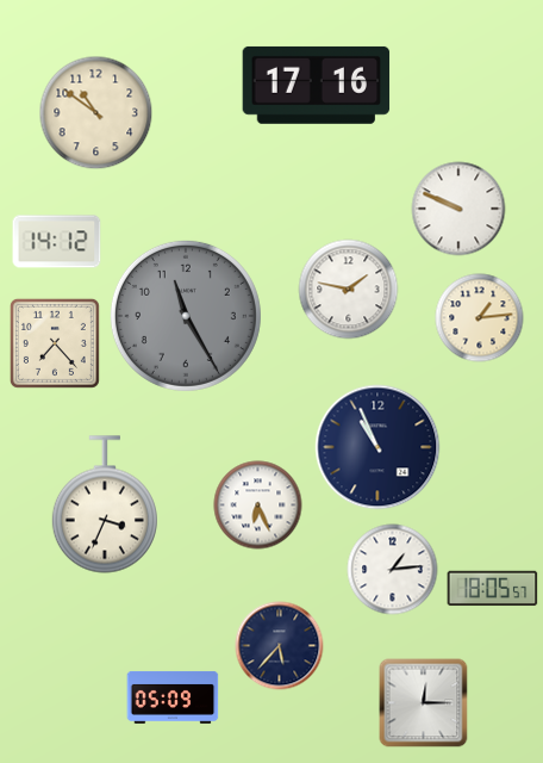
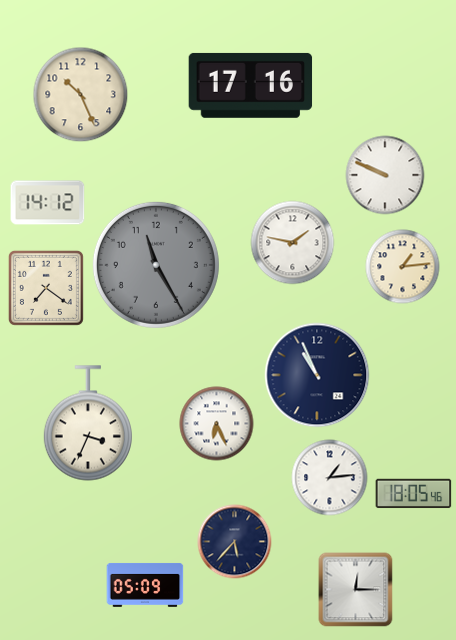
clock at (317, 85) position: (317, 85) -> (251, 85)
clock at (96, 113): 10:51 -> 10:26
clock at (55, 343): 7:23 -> 7:21
clock at (493, 589): 18:05:57 -> 18:05:46
